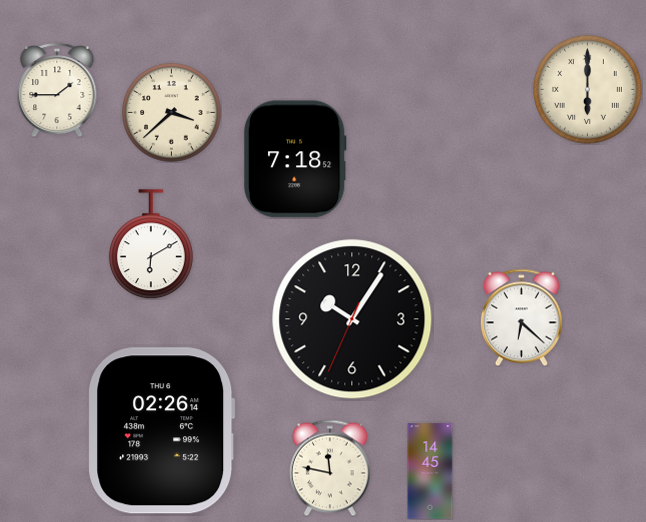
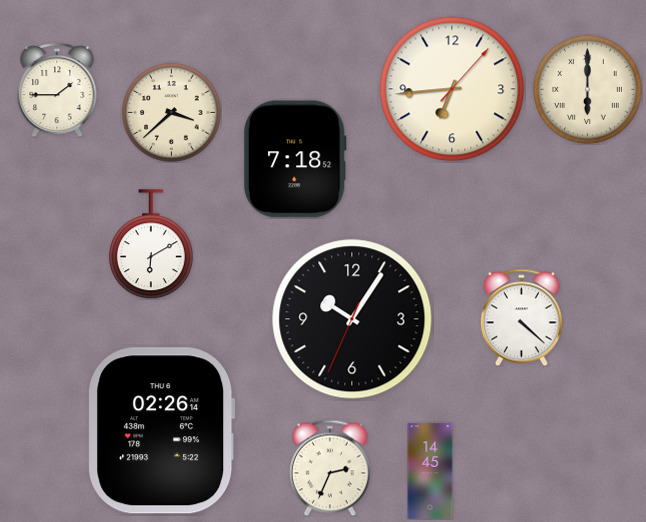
clock at (452, 89): none -> 6:44
clock at (521, 317): 6:22 -> 4:22
clock at (330, 468): 11:47 -> 2:34
